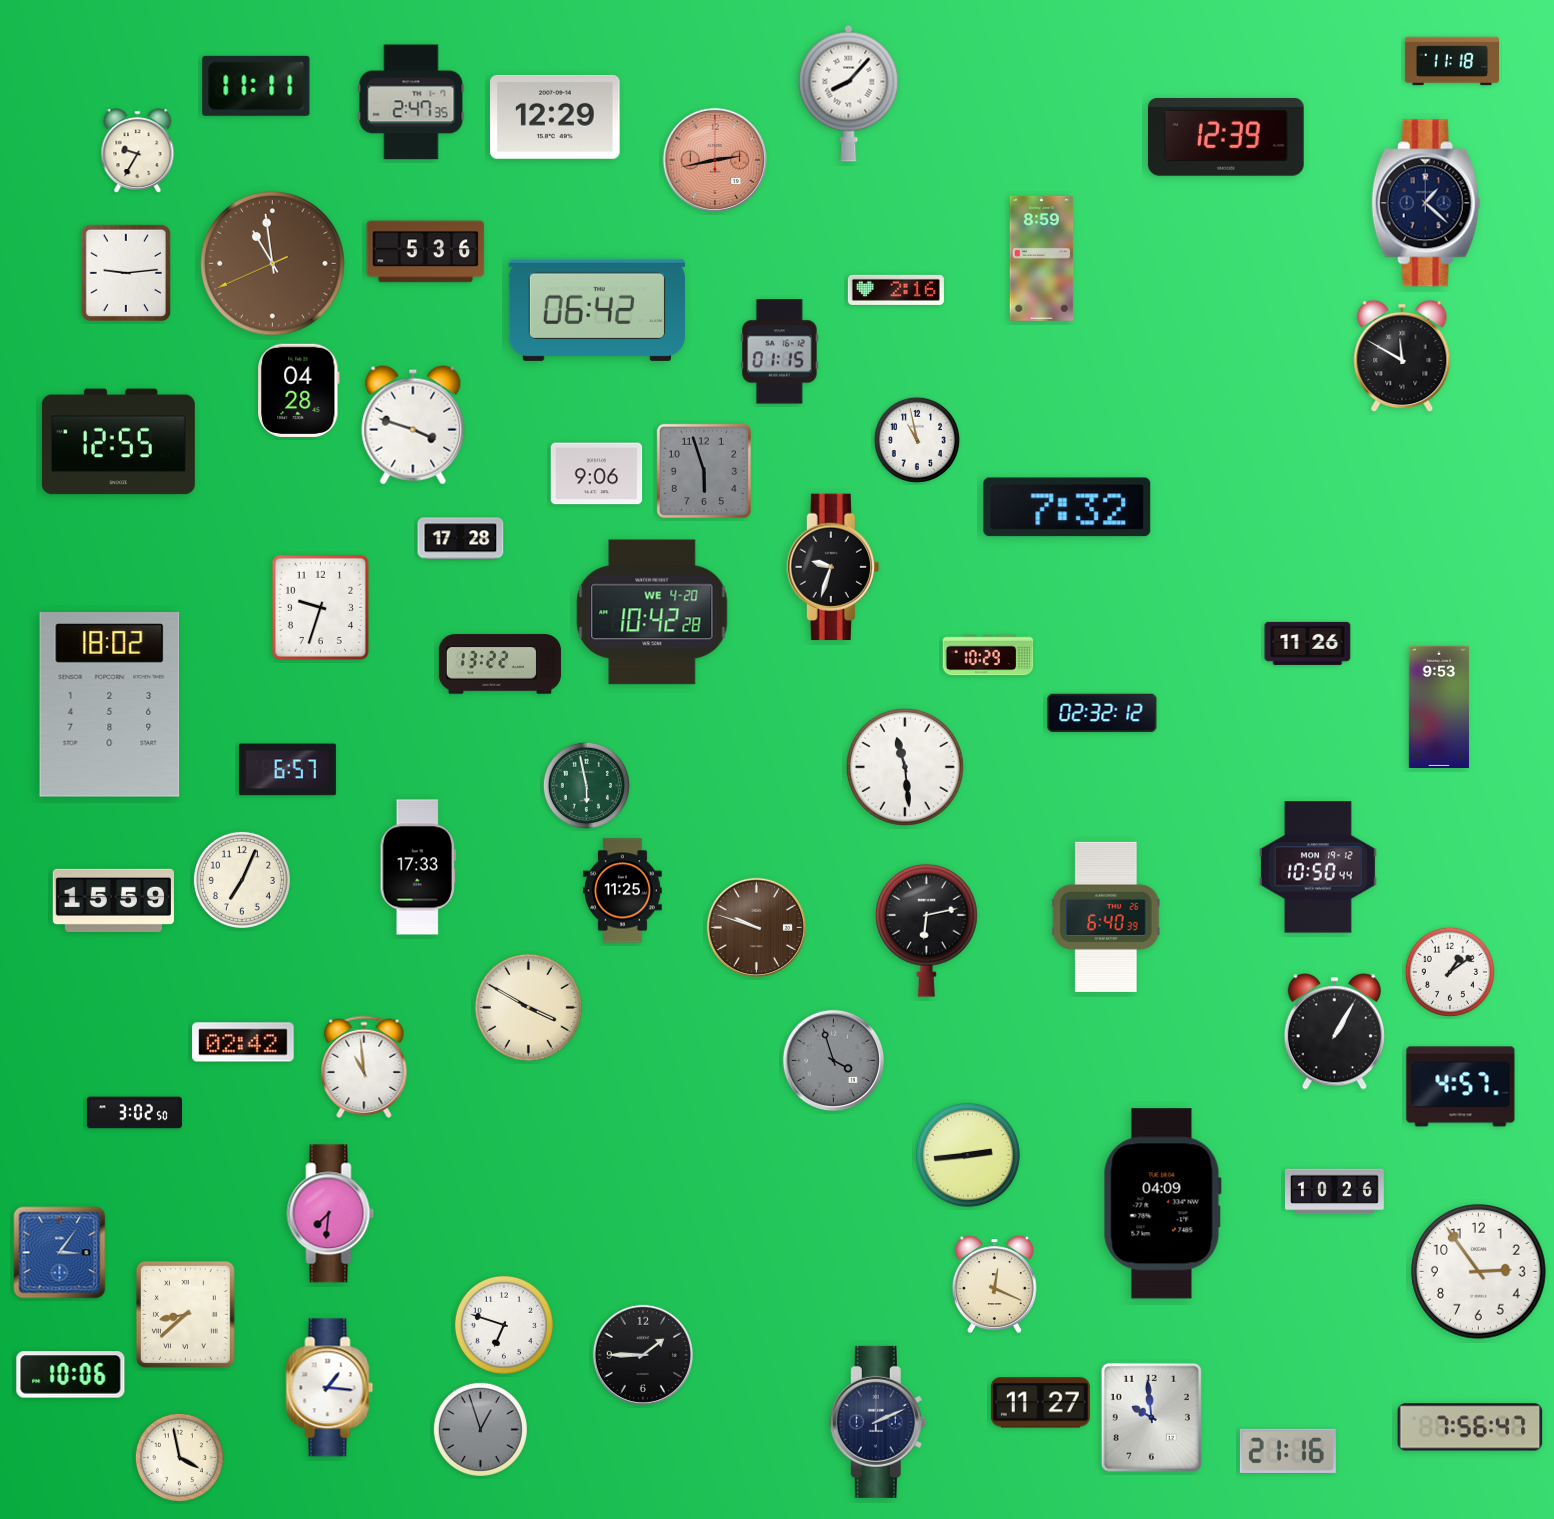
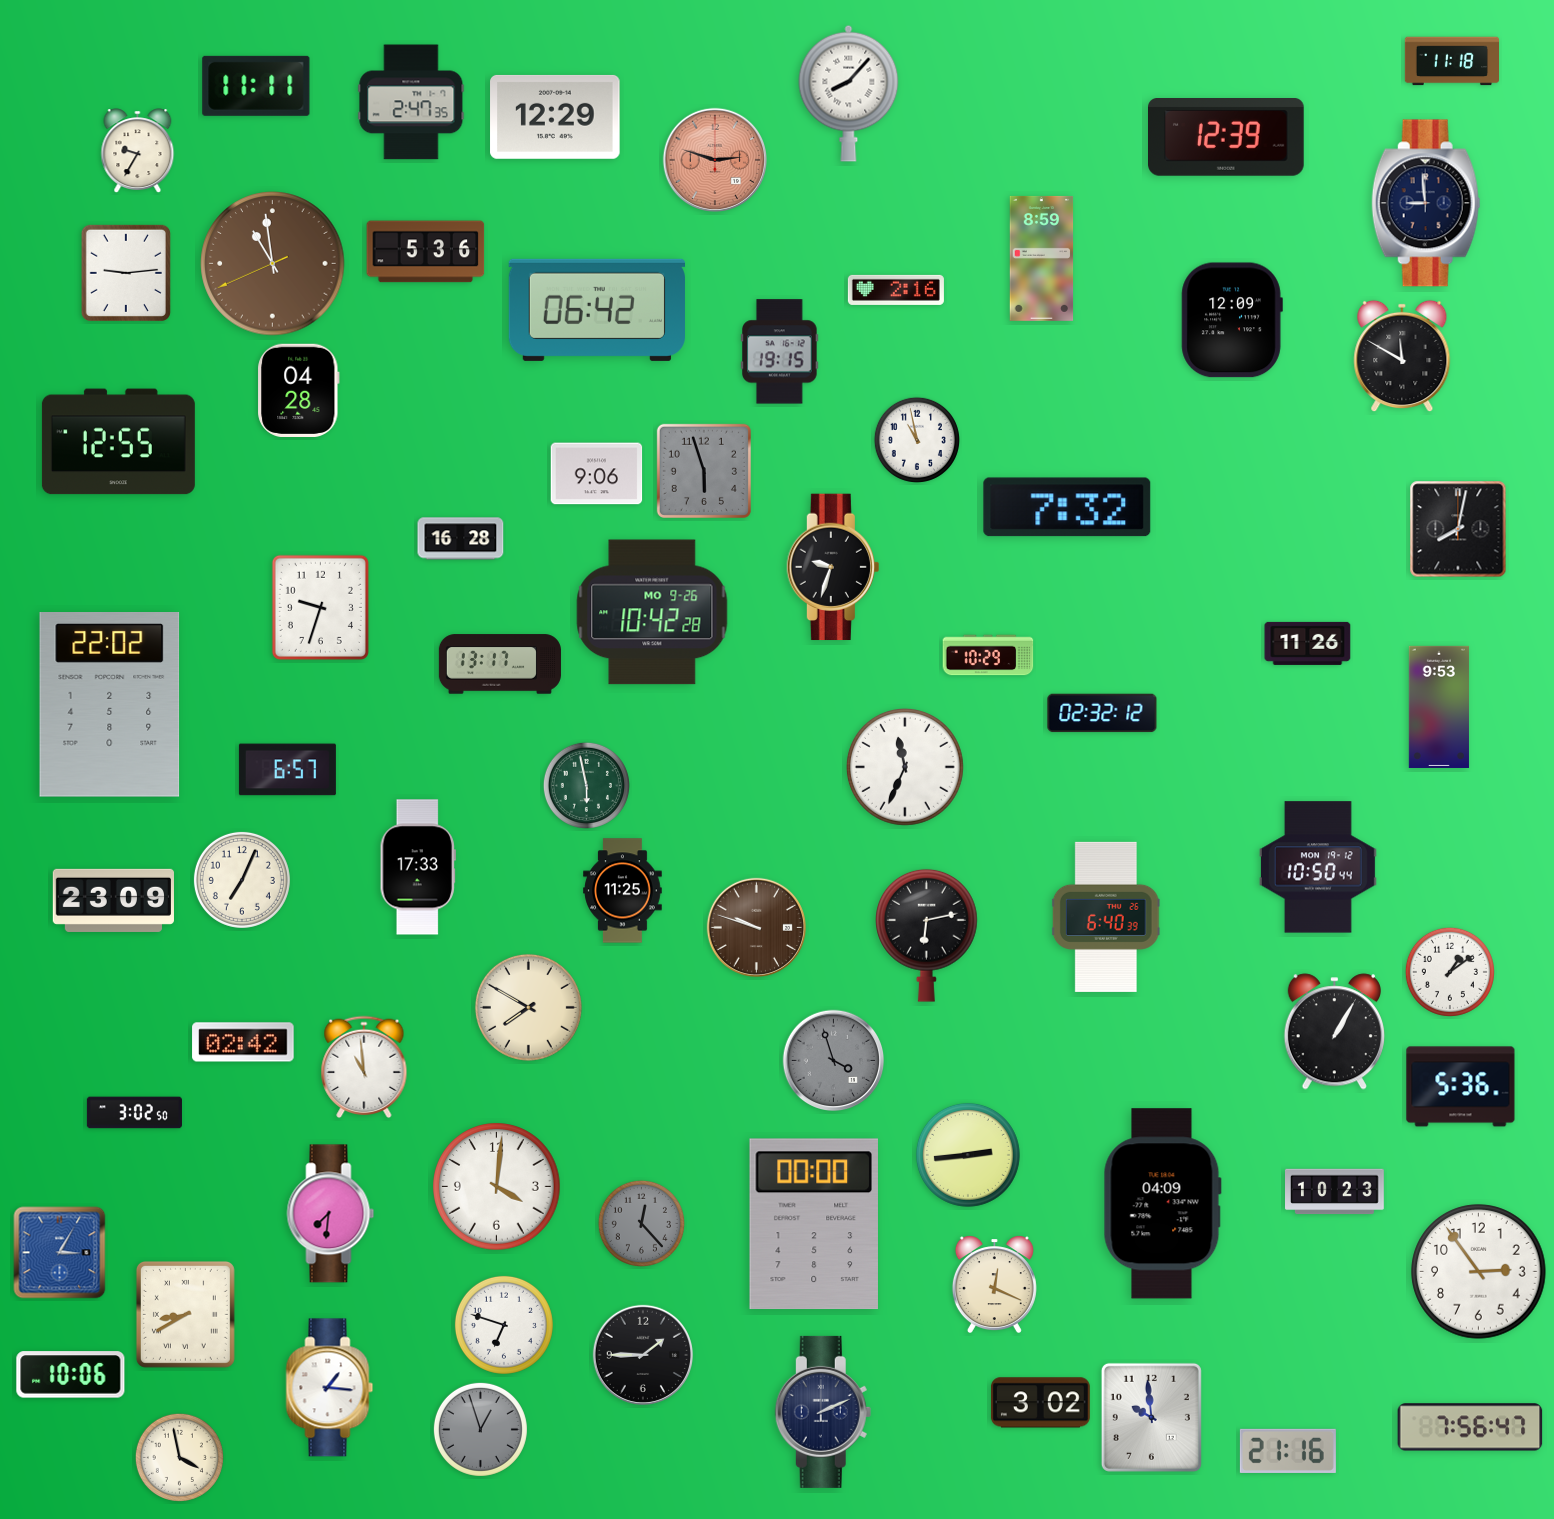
clock at (714, 159): 2:43 -> 2:48
clock at (1426, 203): 1:22 -> 8:59
clock at (1232, 320): none -> 12:09
clock at (780, 352): 01:15 -> 19:15
clock at (413, 425): 3:48 -> none
clock at (1458, 529): none -> 8:02
clock at (461, 539): 17:28 -> 16:28
clock at (652, 612) date: WE 4-20 -> MO 9-26
clock at (500, 664): 13:22 -> 13:17
clock at (110, 705): 18:02 -> 22:02
clock at (905, 767): 11:29 -> 11:34
clock at (113, 900): 15:59 -> 23:09
clock at (927, 930) position: (927, 930) -> (927, 935)
clock at (528, 1007): 3:50 -> 7:50
clock at (1461, 1087): 4:57 -> 5:36
clock at (497, 1187): none -> 4:01
clock at (1335, 1192): 10:26 -> 10:23
clock at (641, 1223): none -> 12:23
clock at (814, 1224): none -> 00:00
clock at (60, 1253): 3:06 -> 3:05
clock at (185, 1314): 8:38 -> 8:40
clock at (1040, 1403): 11:27 -> 3:02
clock at (878, 1422) position: (878, 1422) -> (823, 1412)
